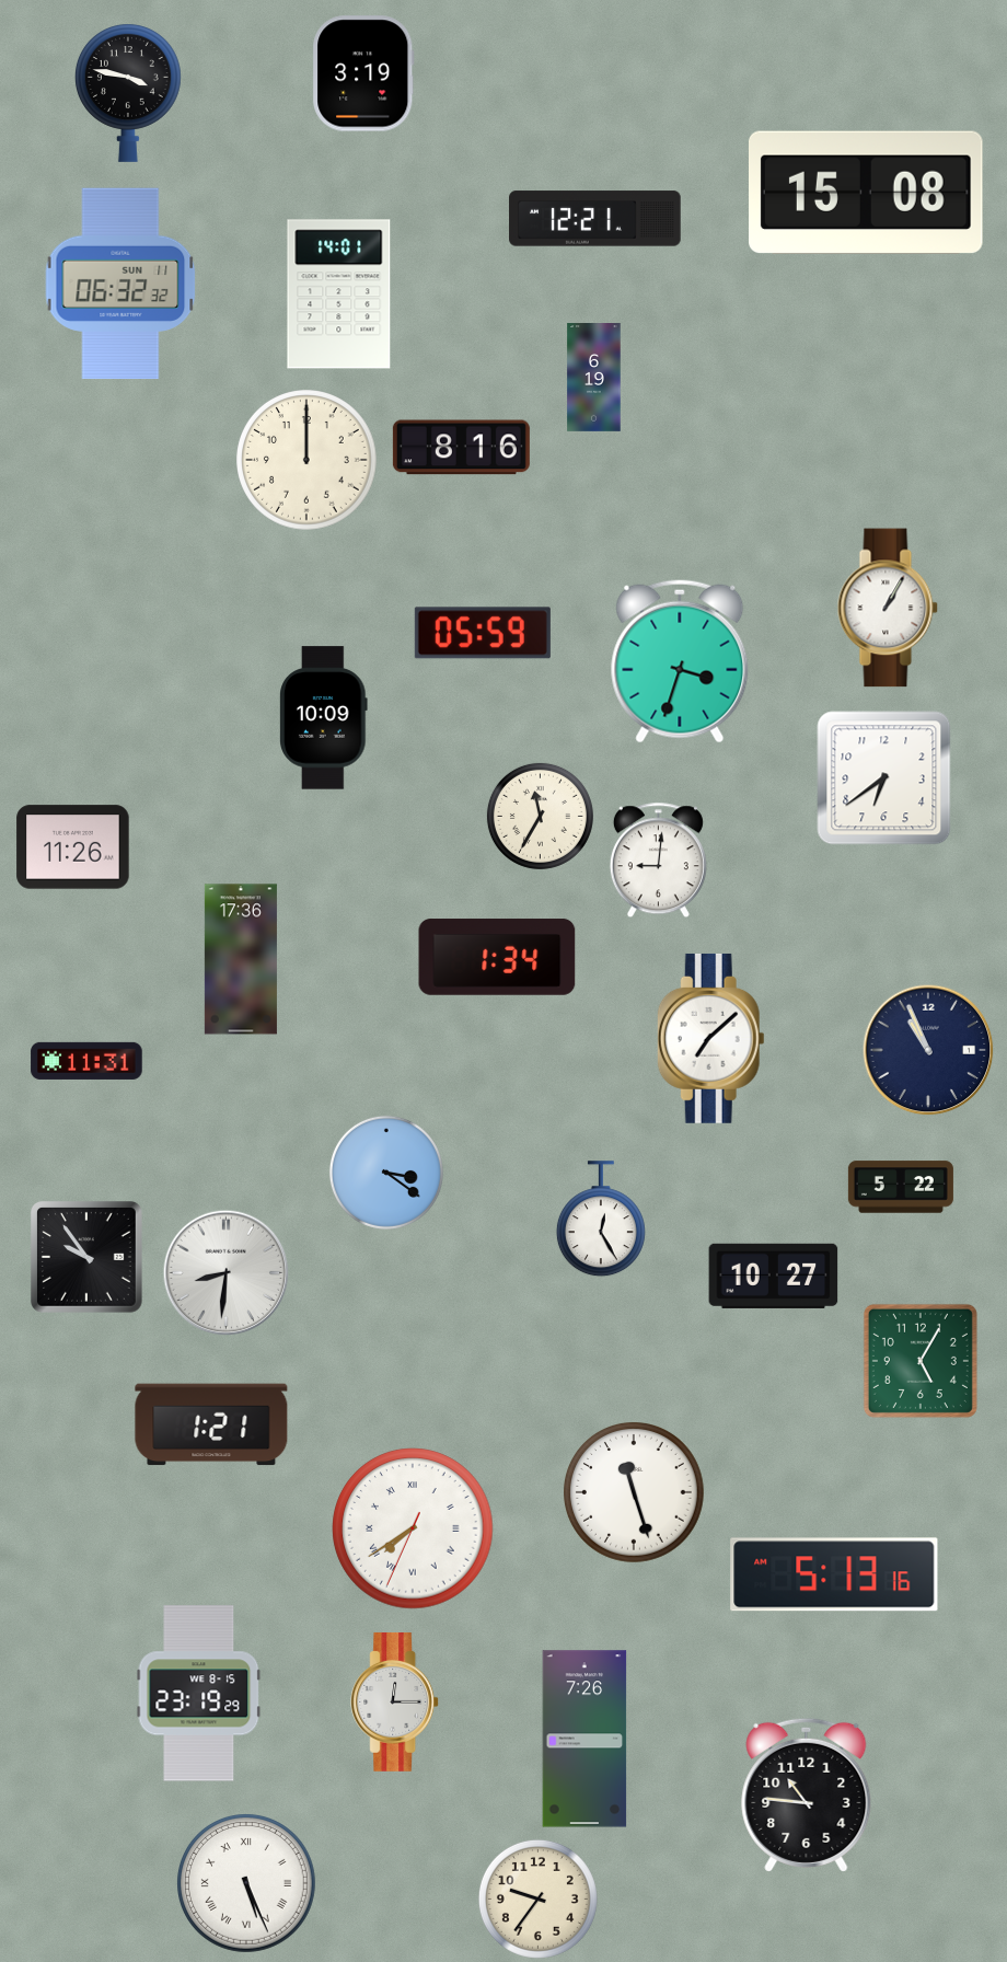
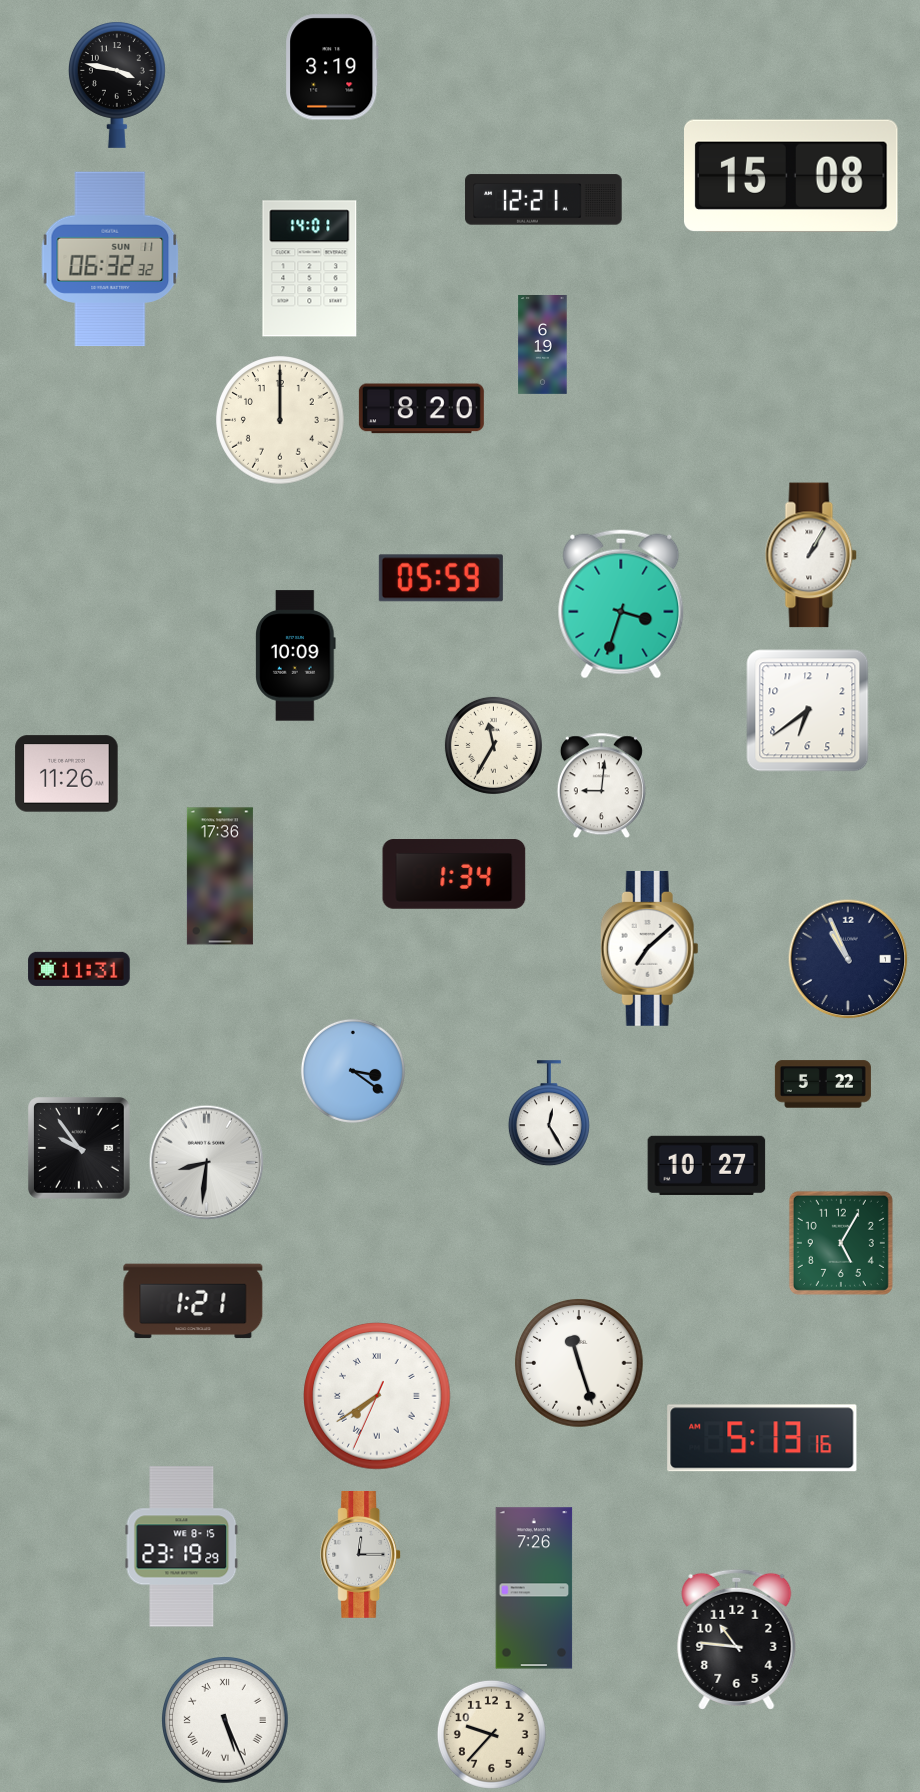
clock at (461, 448): 8:16 -> 8:20
clock at (537, 1898): 9:36 -> 9:37
